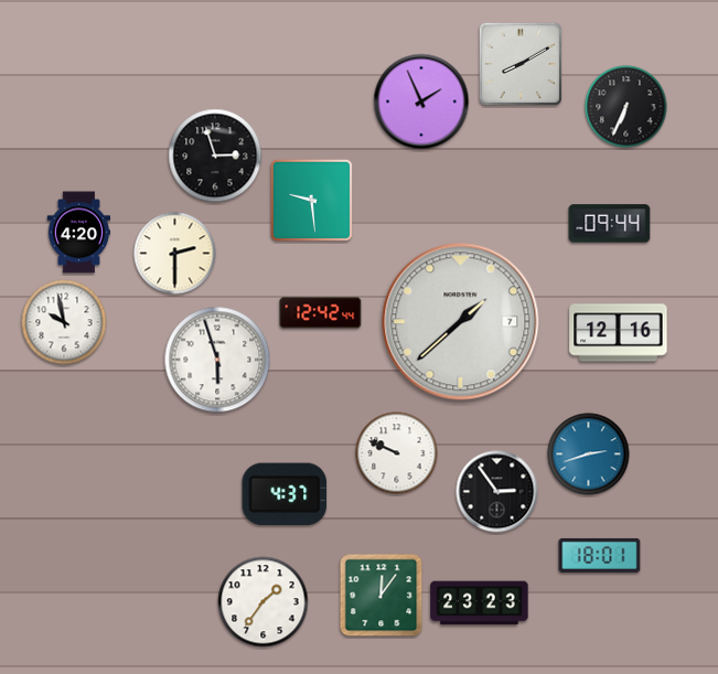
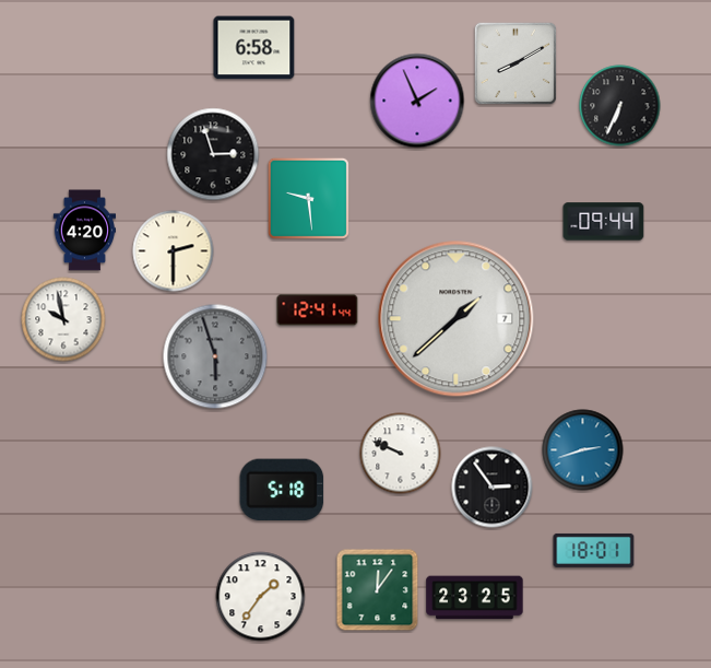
clock at (254, 48): none -> 6:58
clock at (78, 233) position: (78, 233) -> (84, 231)
clock at (321, 313): 12:42 -> 12:41
clock at (619, 333): 12:16 -> none
clock at (217, 360) dial: white -> grey
clock at (397, 453) position: (397, 453) -> (401, 454)
clock at (285, 493): 4:37 -> 5:18
clock at (480, 603): 23:23 -> 23:25
